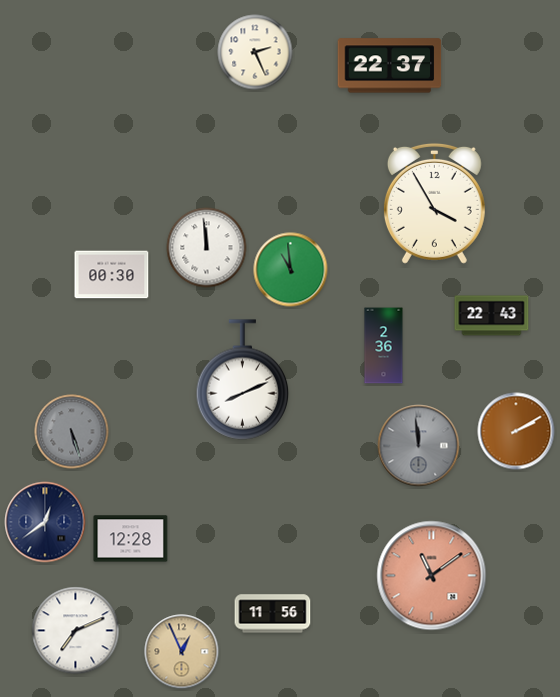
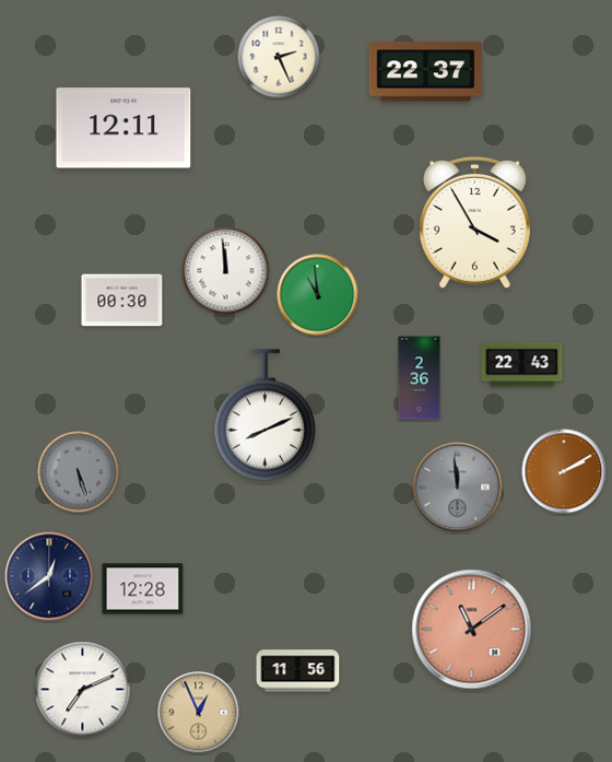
clock at (123, 128): none -> 12:11
clock at (492, 316) position: (492, 316) -> (522, 365)
clock at (45, 522) position: (45, 522) -> (49, 576)
